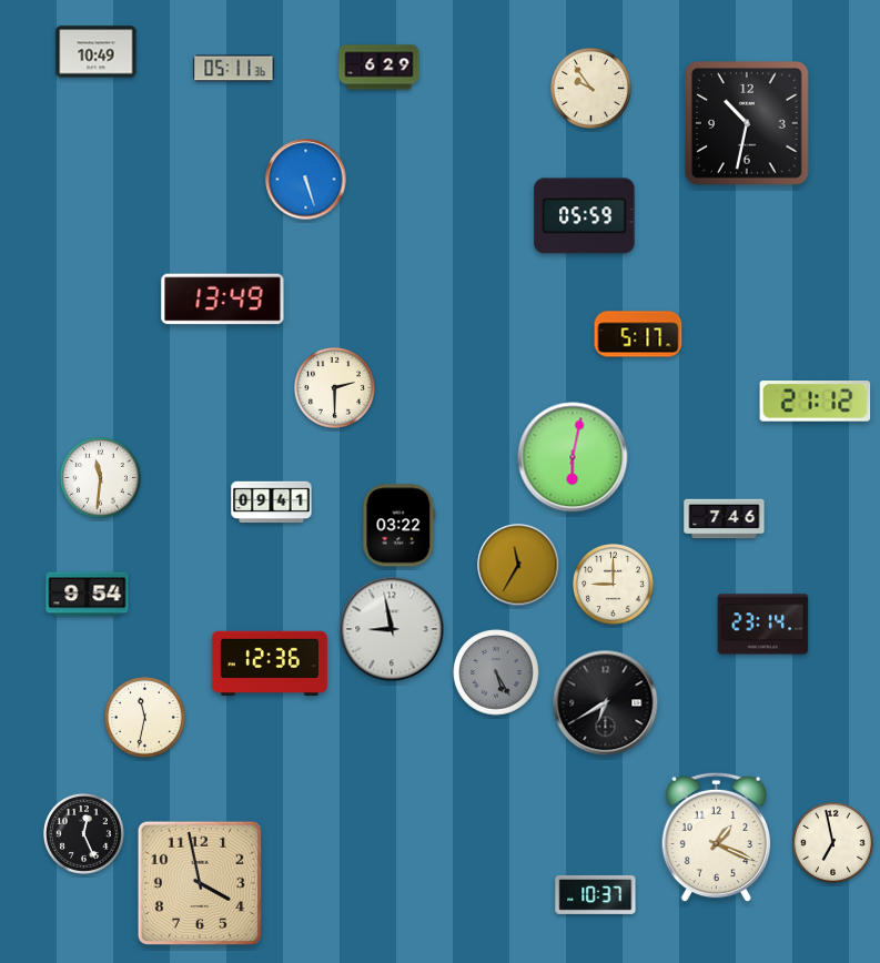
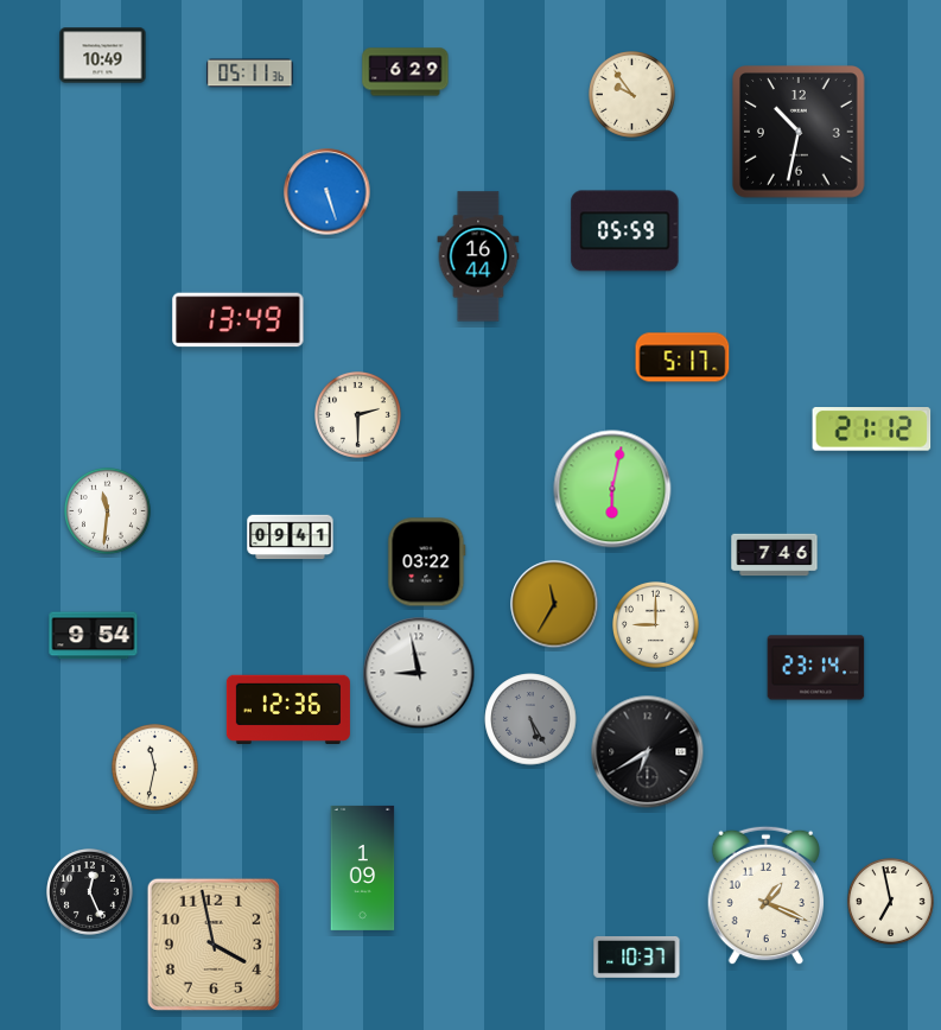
clock at (478, 256): none -> 16:44
clock at (363, 867): none -> 1:09
